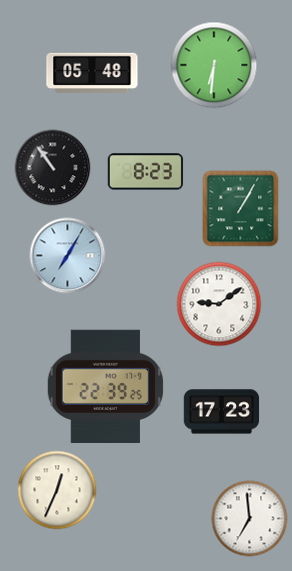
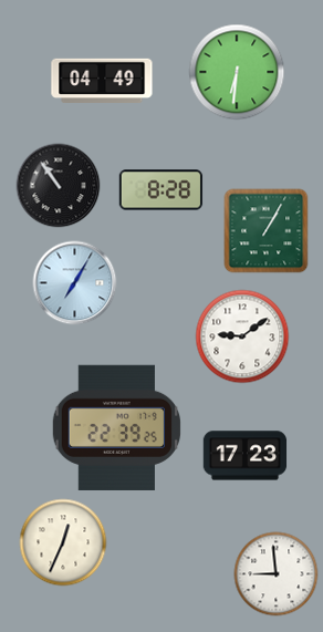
clock at (92, 73): 05:48 -> 04:49
clock at (146, 172): 8:23 -> 8:28
clock at (250, 519): 6:59 -> 8:59
